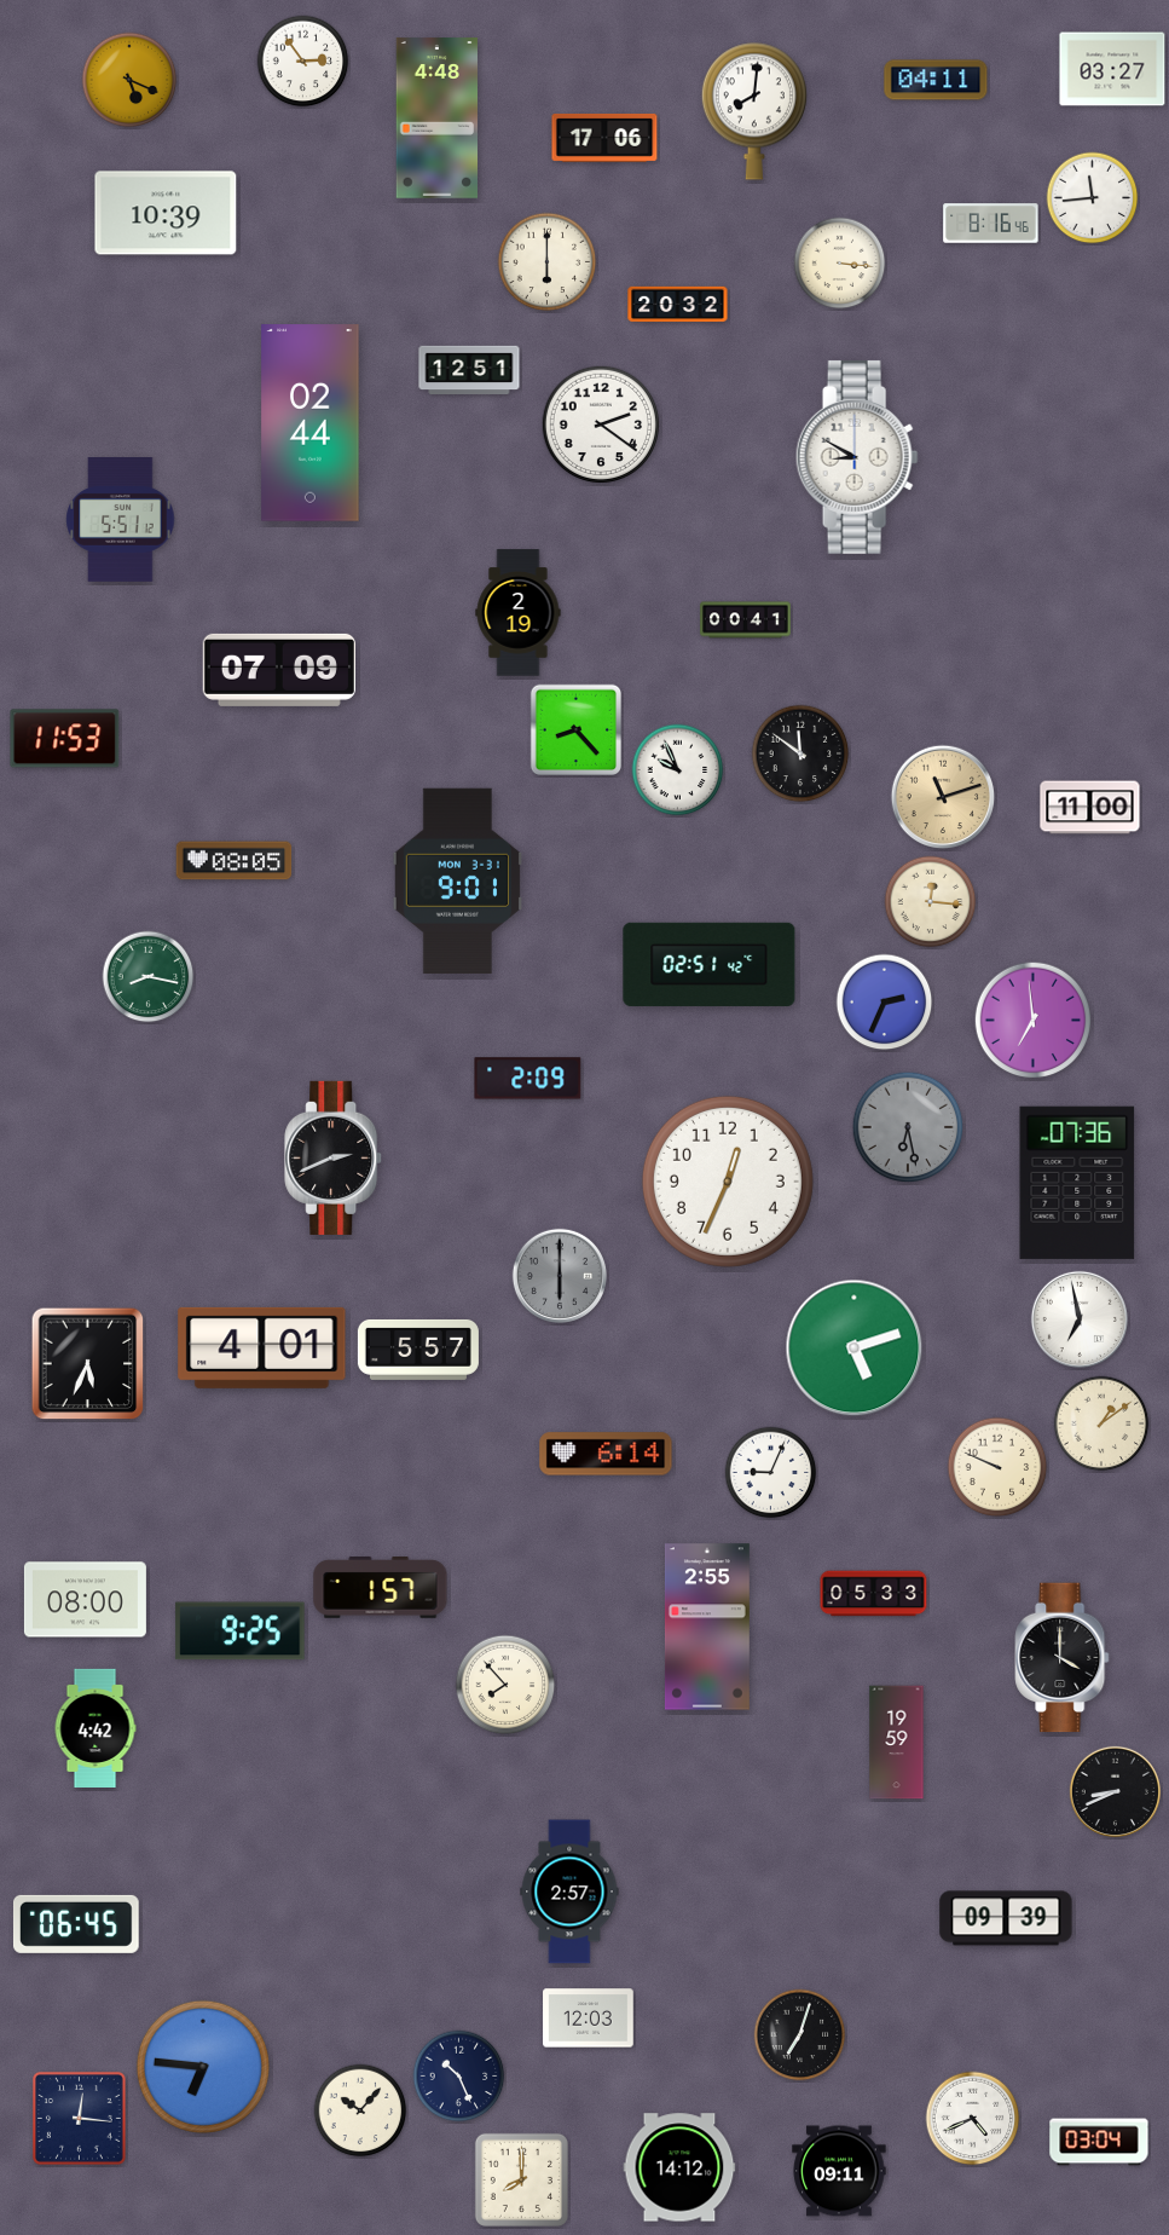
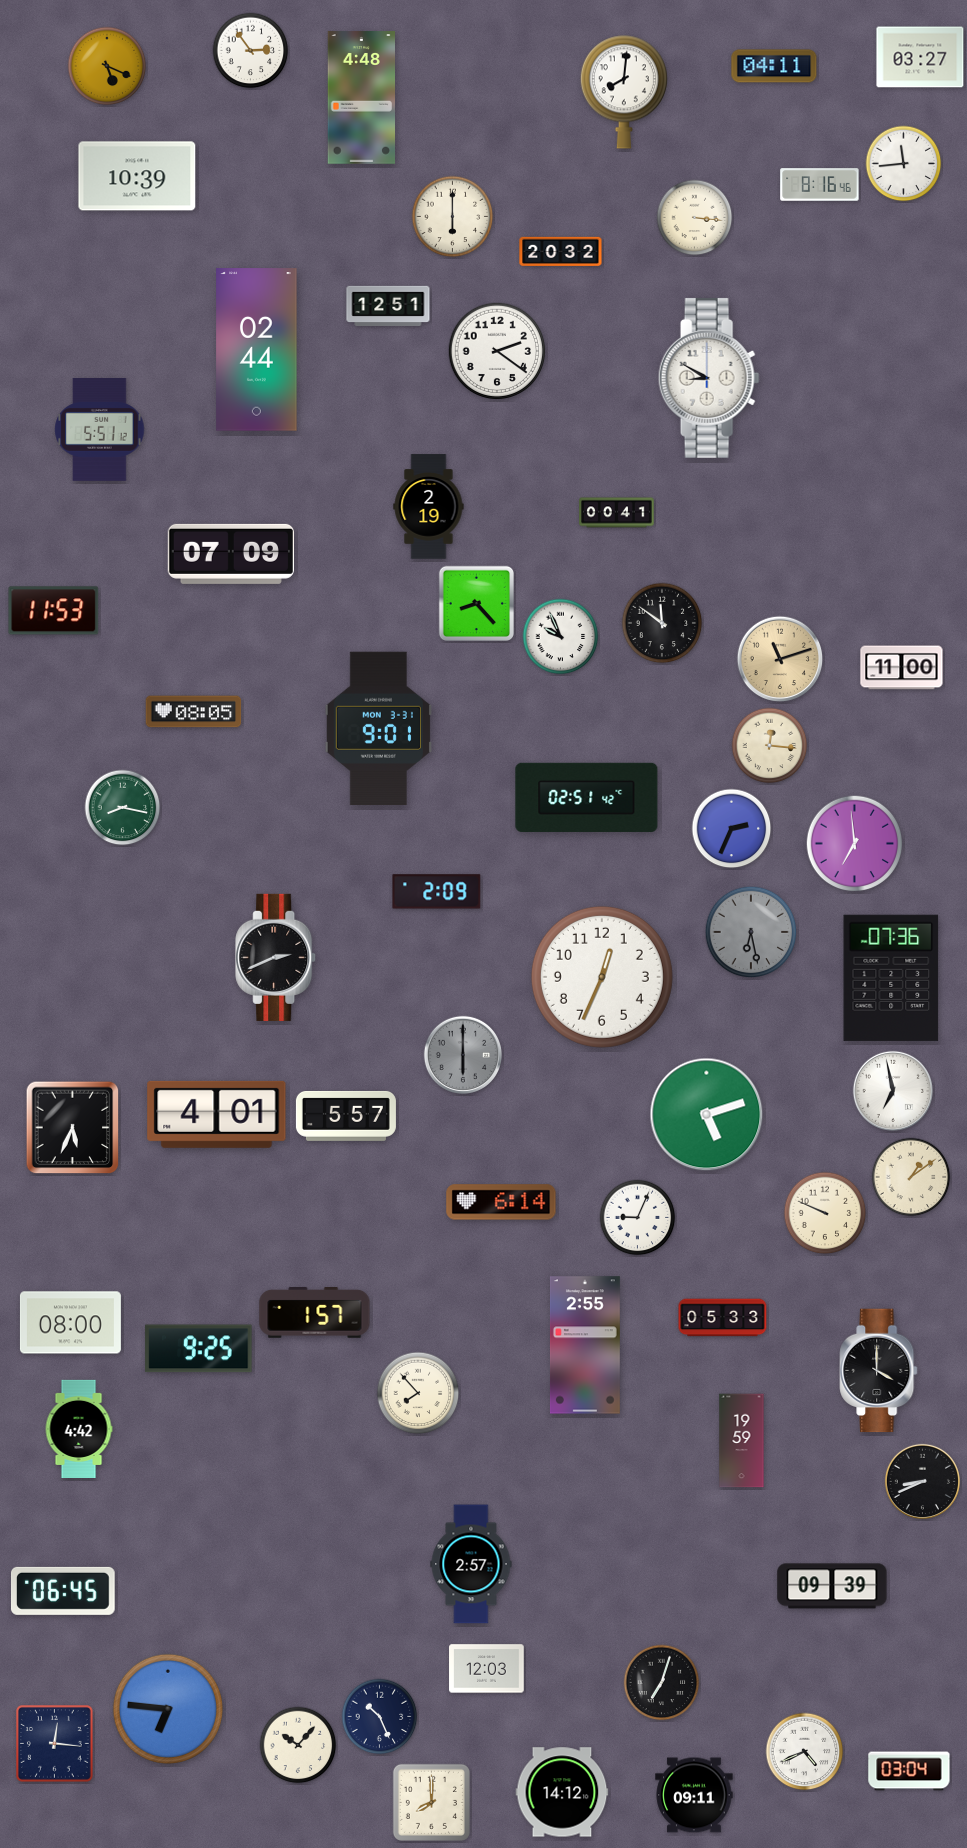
clock at (604, 138): 17:06 -> none
clock at (80, 2119) position: (80, 2119) -> (55, 1744)
